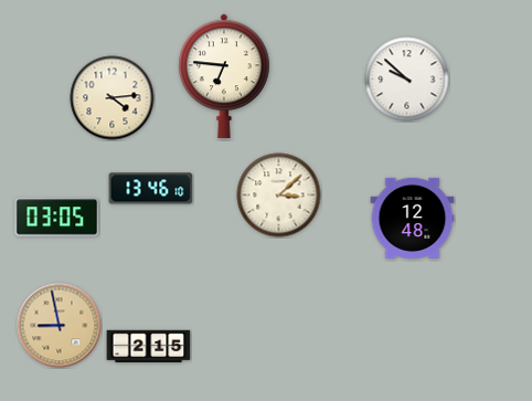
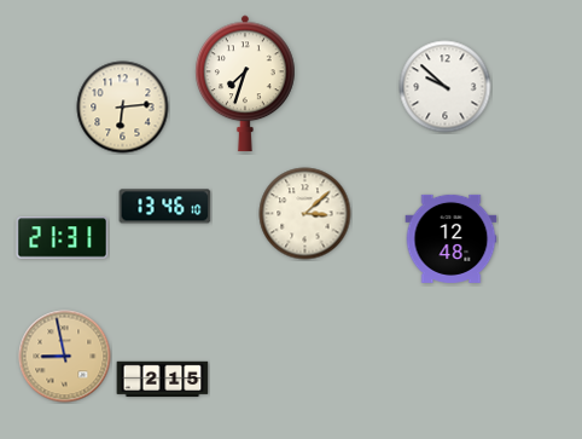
clock at (225, 76): 6:46 -> 7:33
clock at (113, 98): 4:14 -> 6:14
clock at (57, 218): 03:05 -> 21:31
